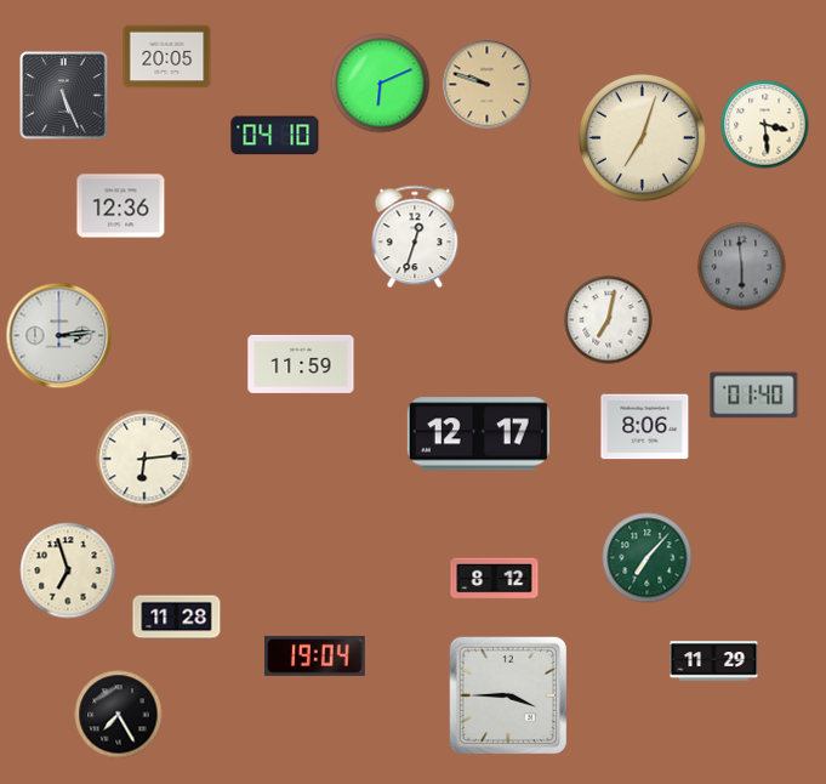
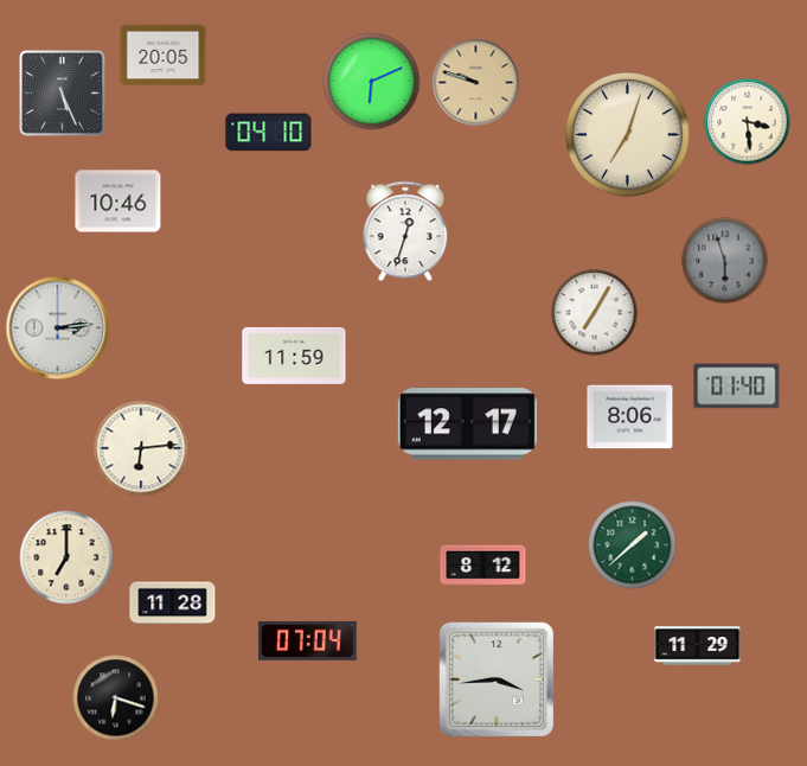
clock at (121, 206): 12:36 -> 10:46
clock at (742, 267): 5:59 -> 5:57
clock at (609, 320): 7:02 -> 7:05
clock at (648, 558): 7:07 -> 1:38
clock at (68, 570): 6:57 -> 7:00
clock at (315, 655): 19:04 -> 07:04
clock at (508, 695): 3:45 -> 3:44
clock at (119, 715): 7:25 -> 6:18
